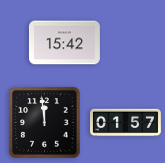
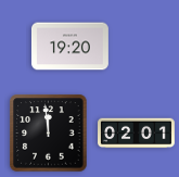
clock at (64, 43): 15:42 -> 19:20
clock at (126, 123): 01:57 -> 02:01
